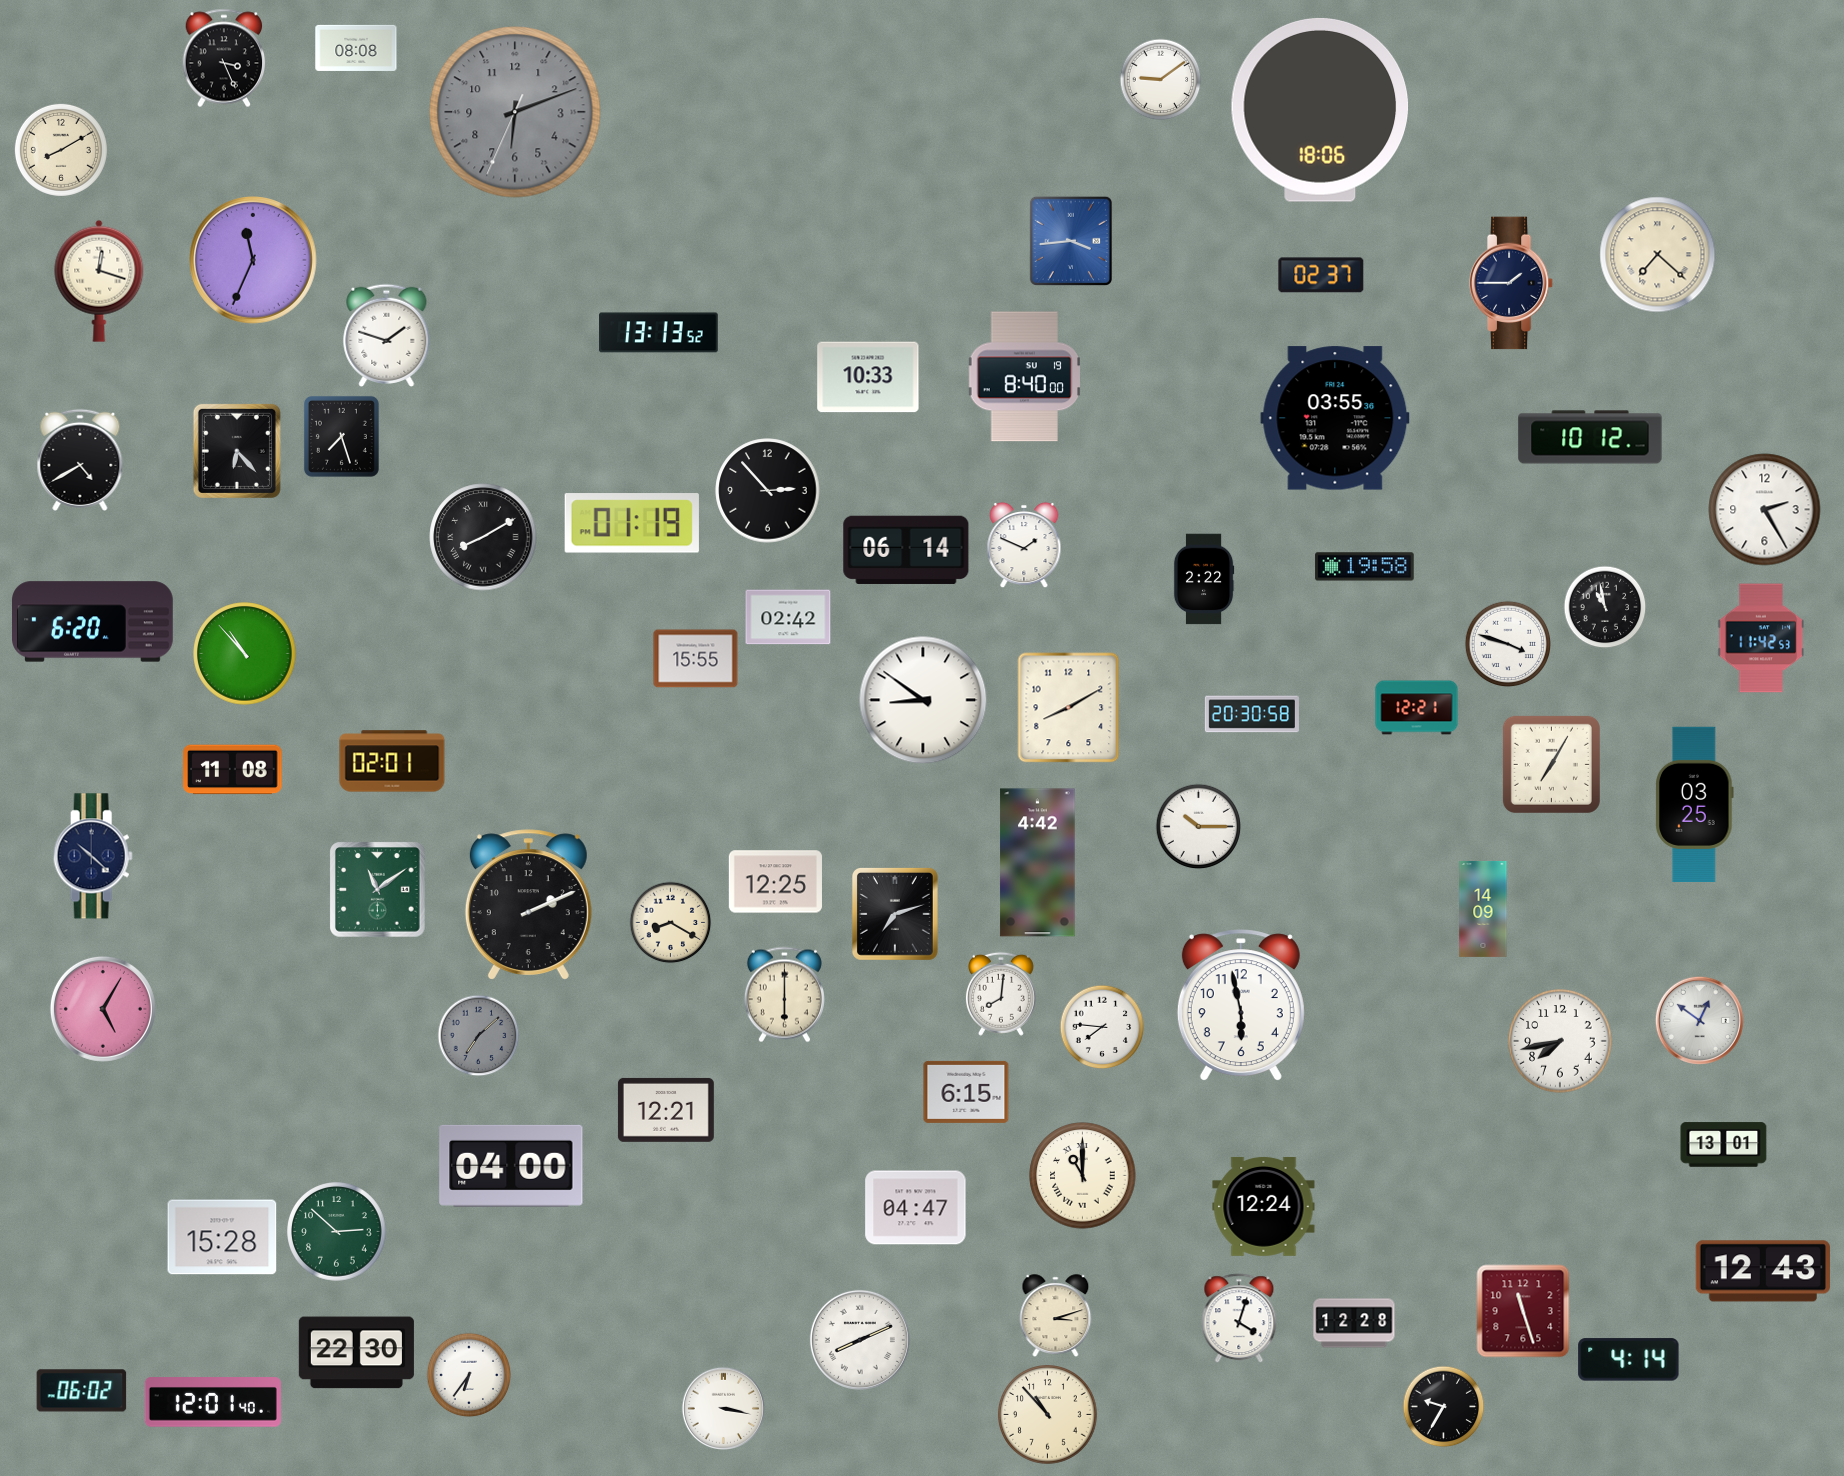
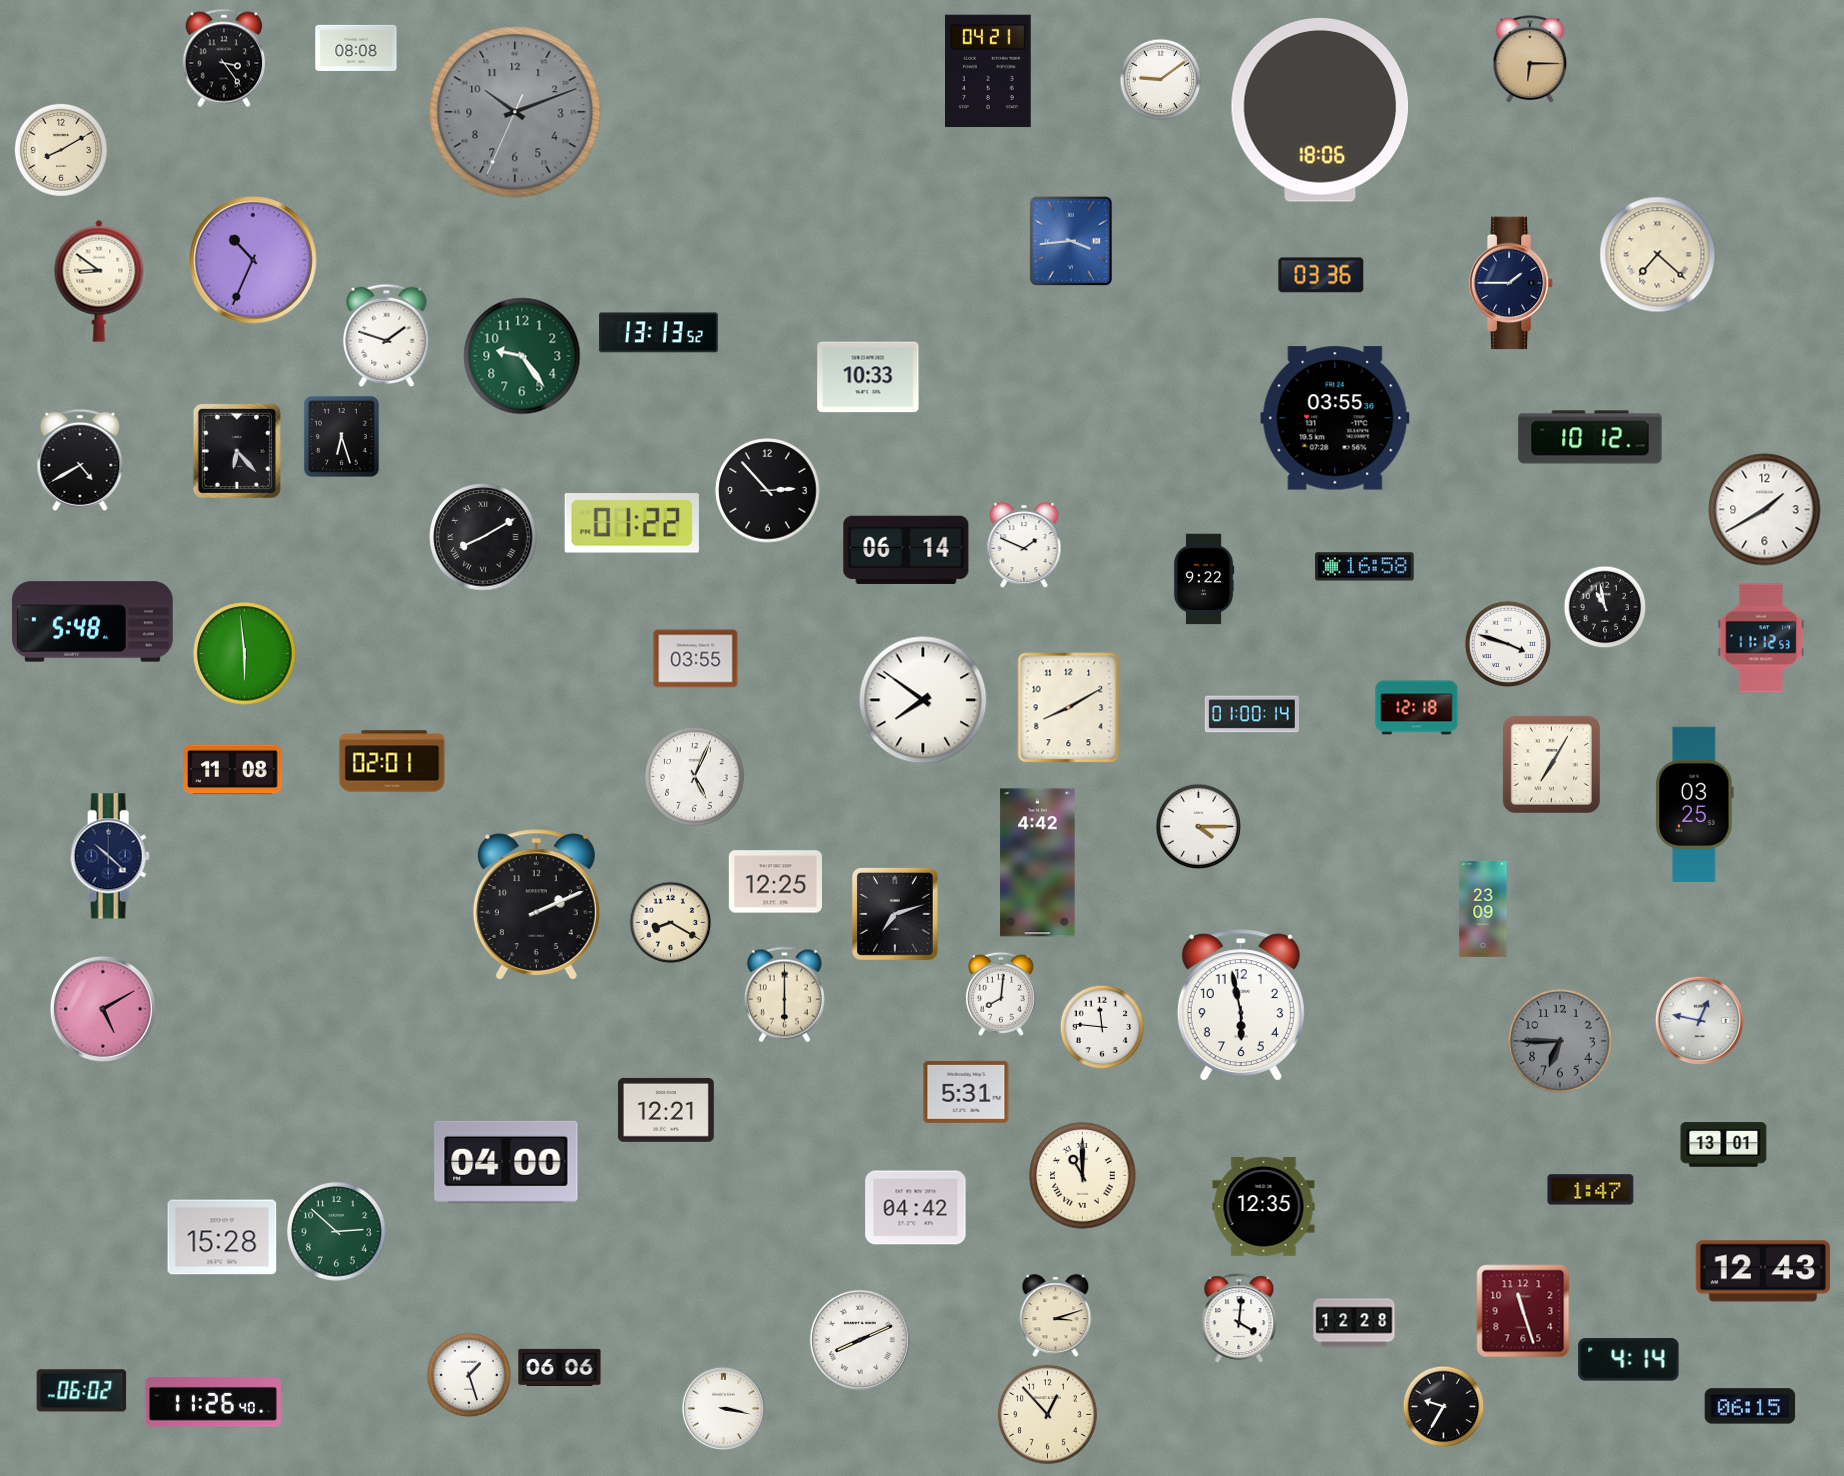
clock at (224, 58): 3:26 -> 3:24
clock at (1530, 60): none -> 6:15
clock at (989, 71): none -> 04:21
clock at (515, 112): 6:11 -> 10:11
clock at (254, 261): 11:34 -> 10:34
clock at (1321, 275): 02:37 -> 03:36
clock at (99, 281): 12:18 -> 8:51
clock at (522, 356): none -> 9:24
clock at (1024, 377): 8:40 -> none
clock at (341, 436): 7:27 -> 6:27
clock at (1765, 510): 2:25 -> 1:40
clock at (632, 523): 01:19 -> 01:22
clock at (1365, 567): 19:58 -> 16:58
clock at (1204, 579): 2:22 -> 9:22
clock at (788, 617): 02:42 -> none
clock at (93, 622): 6:20 -> 5:48
clock at (1761, 638): 11:42 -> 11:12
clock at (245, 654): 10:53 -> 5:59
clock at (696, 659): 15:55 -> 03:55
clock at (923, 700): 8:51 -> 7:51
clock at (1417, 708): 12:21 -> 12:18
clock at (1252, 714): 20:30 -> 01:00
clock at (695, 777): none -> 5:04
clock at (1199, 827): 10:15 -> 4:15
clock at (93, 856) position: (93, 856) -> (110, 856)
clock at (378, 890): 11:09 -> none
clock at (528, 904) position: (528, 904) -> (536, 904)
clock at (1483, 909): 14:09 -> 23:09
clock at (103, 1009): 5:05 -> 5:10
clock at (1699, 1020): 12:51 -> 12:47
clock at (1102, 1027): 7:46 -> 11:46
clock at (479, 1036): 7:08 -> none
clock at (1560, 1041): 7:43 -> 6:45
clock at (1560, 1041) dial: white -> grey
clock at (966, 1092): 6:15 -> 5:31
clock at (511, 1166) position: (511, 1166) -> (506, 1162)
clock at (1591, 1190): none -> 1:47
clock at (1264, 1206): 12:24 -> 12:35
clock at (916, 1208): 04:47 -> 04:42
clock at (1239, 1319): 4:03 -> 4:01
clock at (356, 1353): 22:30 -> none
clock at (560, 1367): none -> 06:06
clock at (469, 1375): 6:36 -> 1:27
clock at (213, 1402): 12:01 -> 11:26
clock at (1750, 1406): none -> 06:15
clock at (1048, 1415): 10:53 -> 12:53
